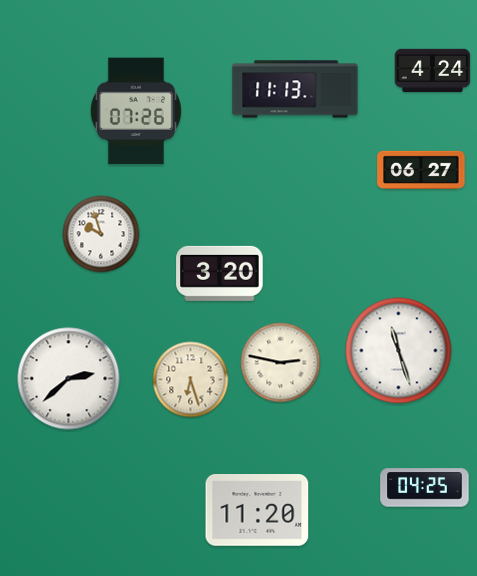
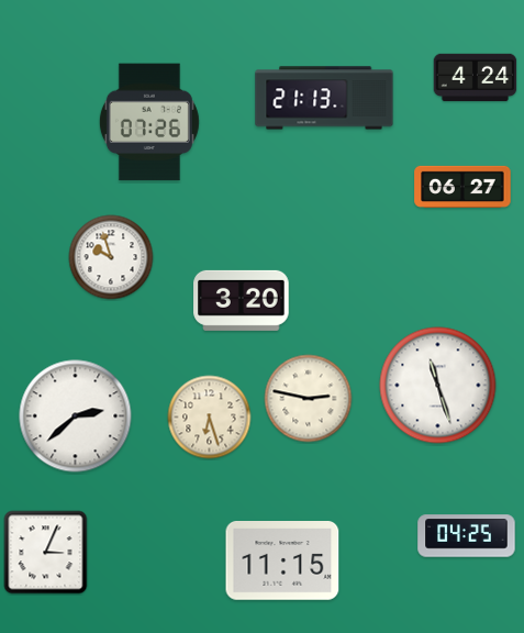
clock at (295, 89): 11:13 -> 21:13
clock at (46, 553): none -> 3:04
clock at (257, 510): 11:20 -> 11:15
